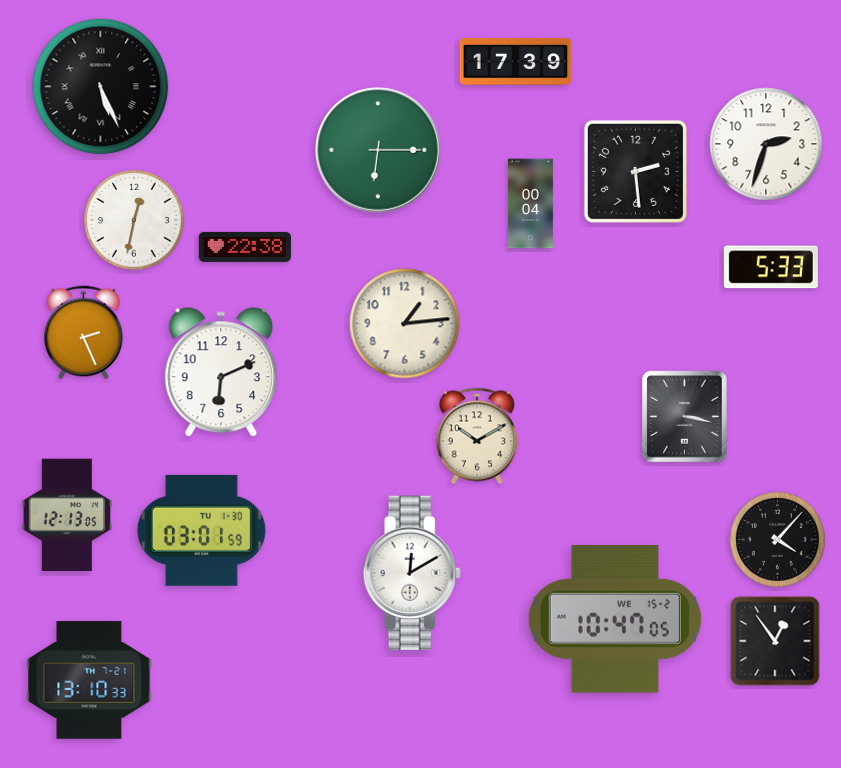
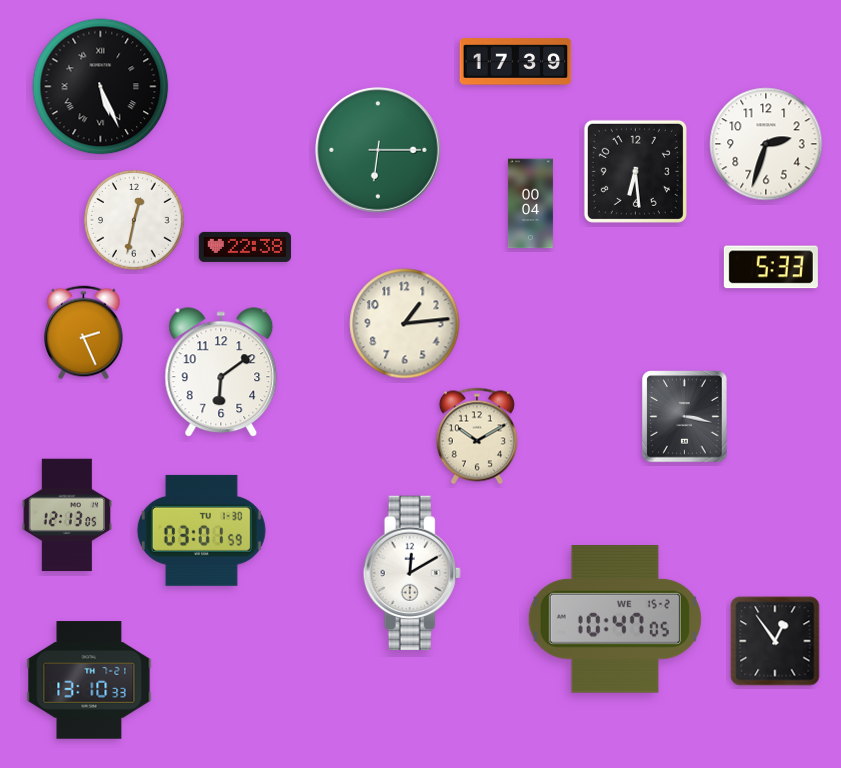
clock at (635, 171): 2:29 -> 6:29
clock at (221, 373): 6:11 -> 6:09
clock at (777, 539): 4:07 -> none
